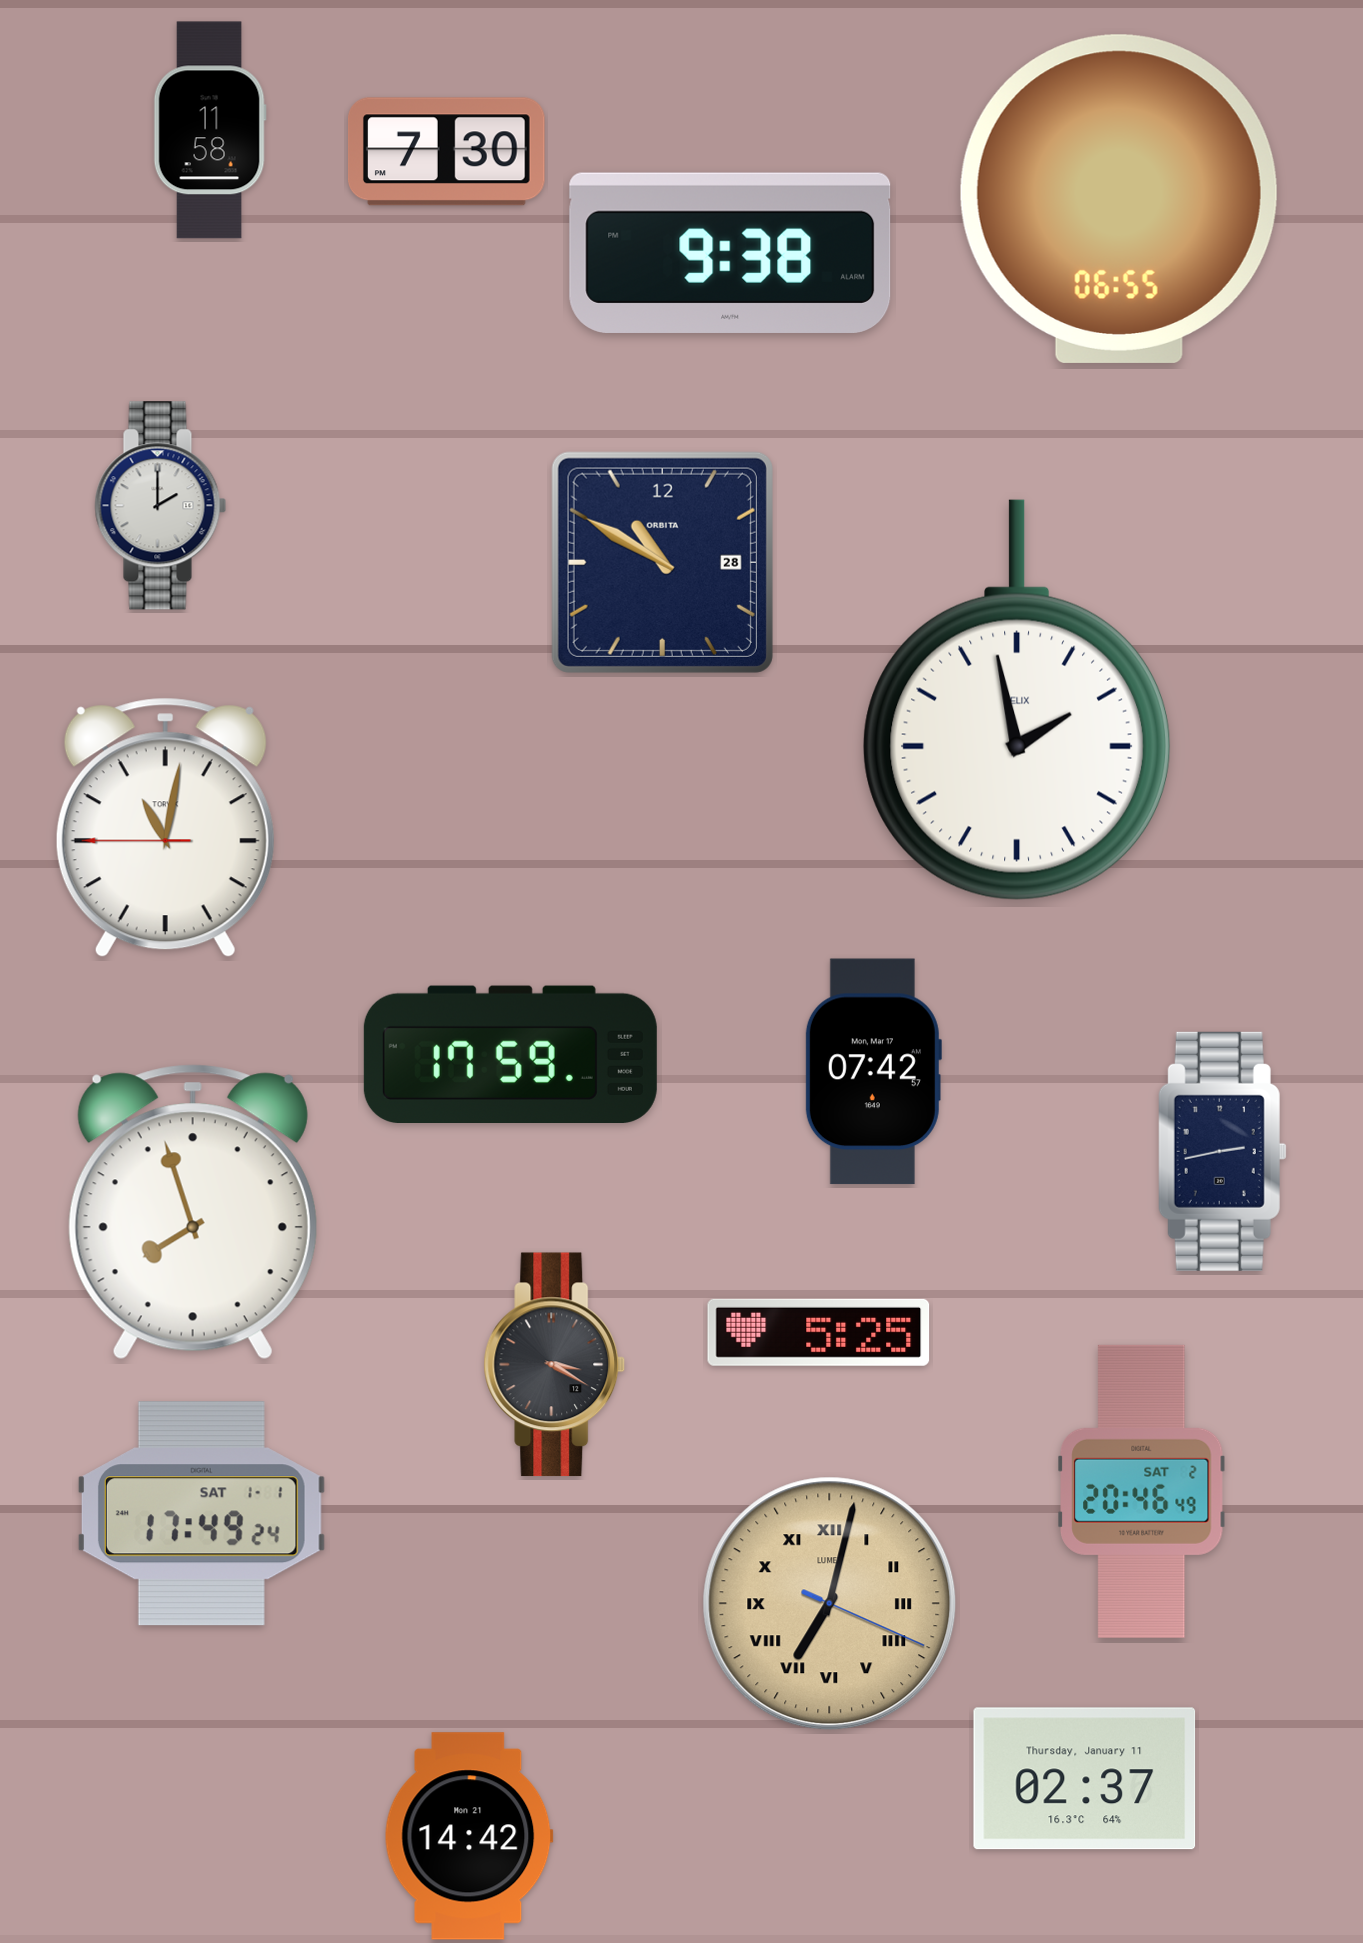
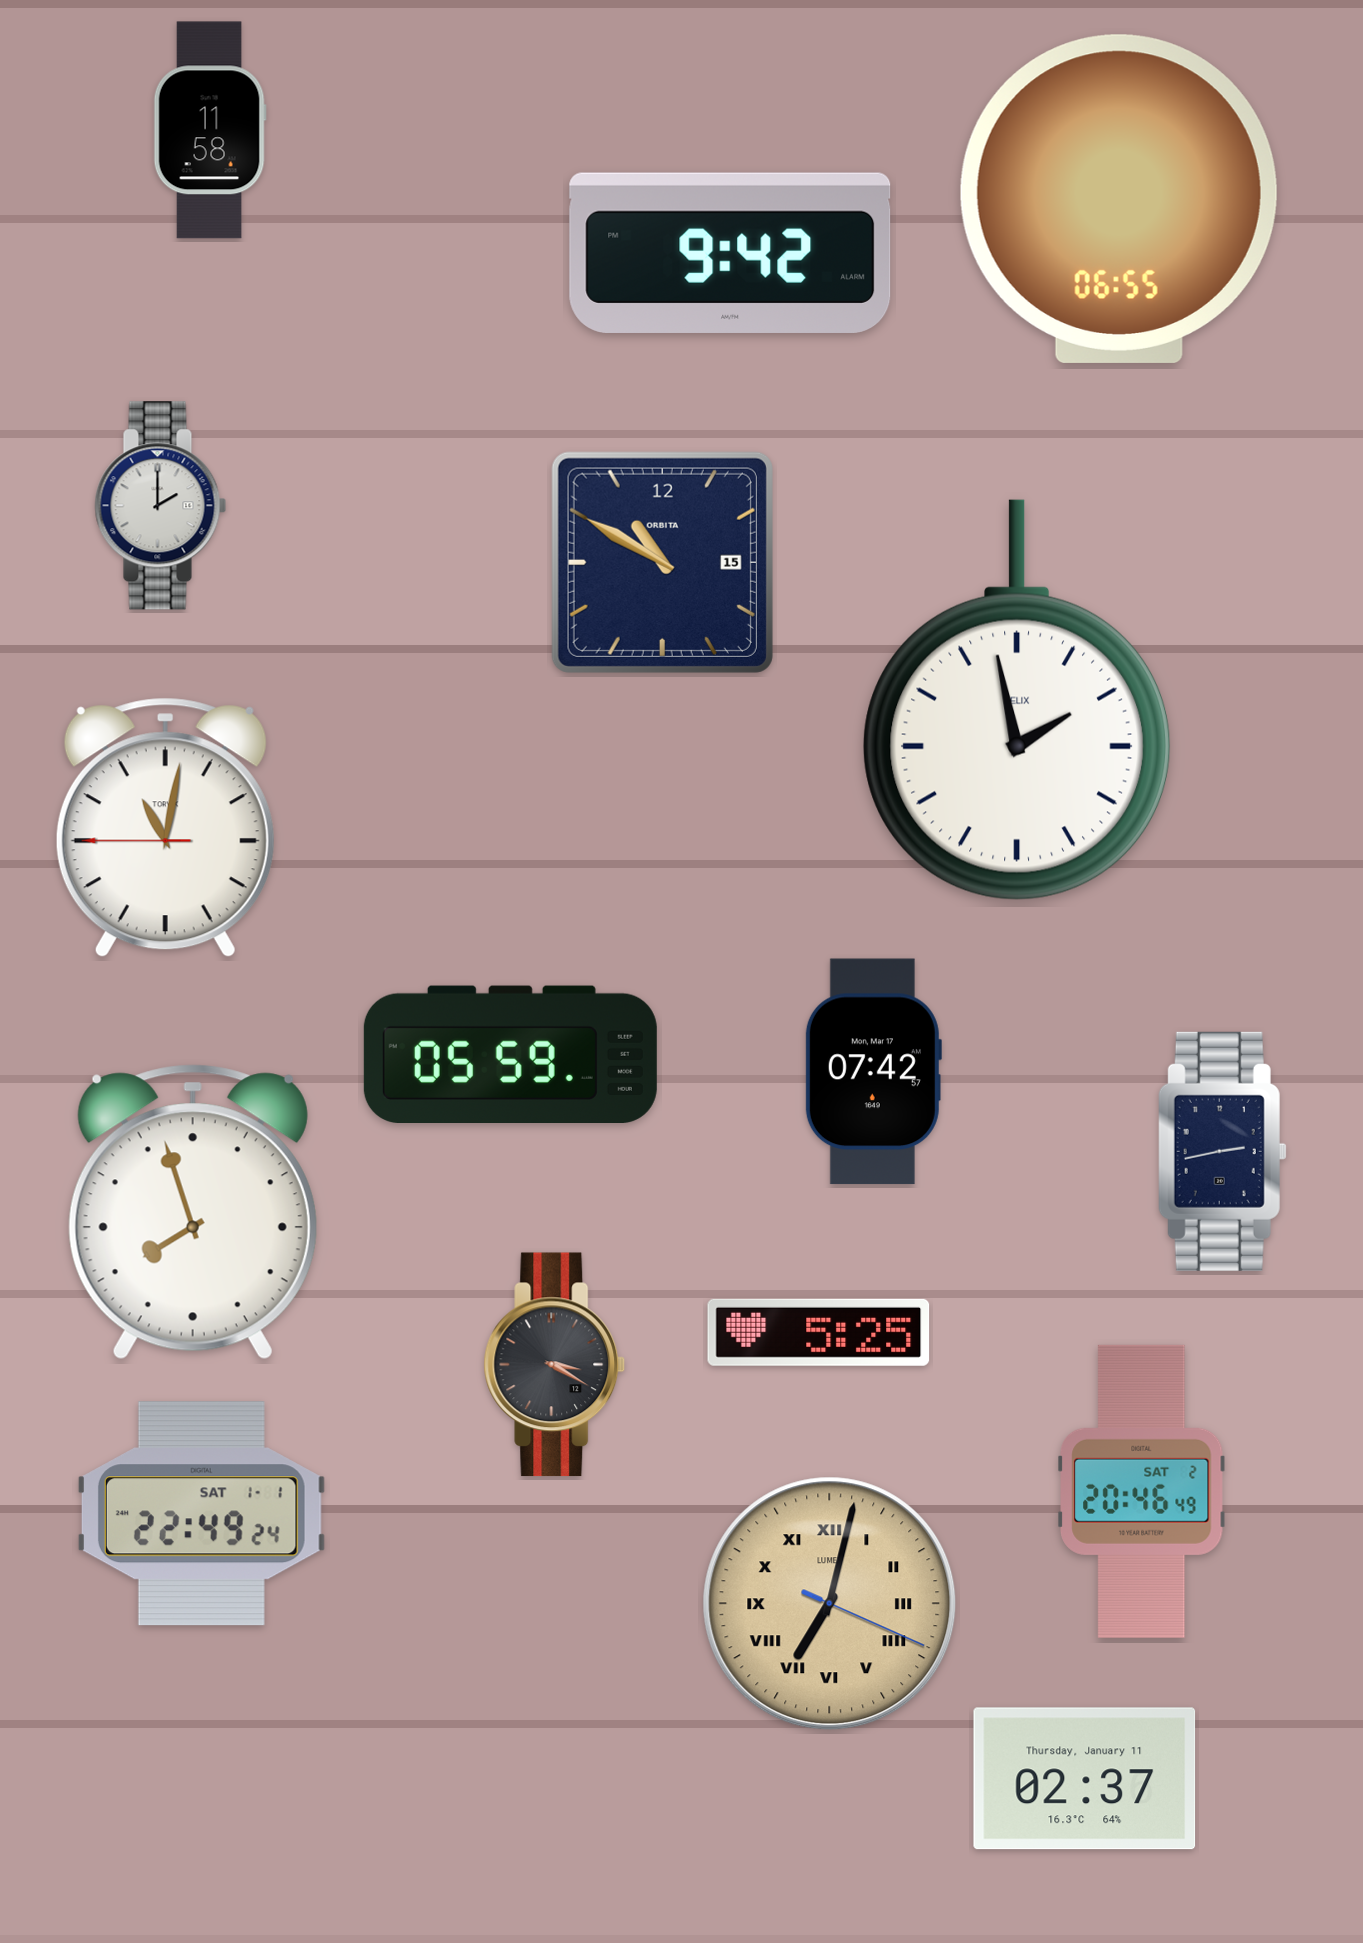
clock at (446, 152): 7:30 -> none
clock at (730, 253): 9:38 -> 9:42
clock at (662, 562) date: 28 -> 15
clock at (510, 1054): 17:59 -> 05:59
clock at (201, 1514): 17:49 -> 22:49
clock at (469, 1836): 14:42 -> none
